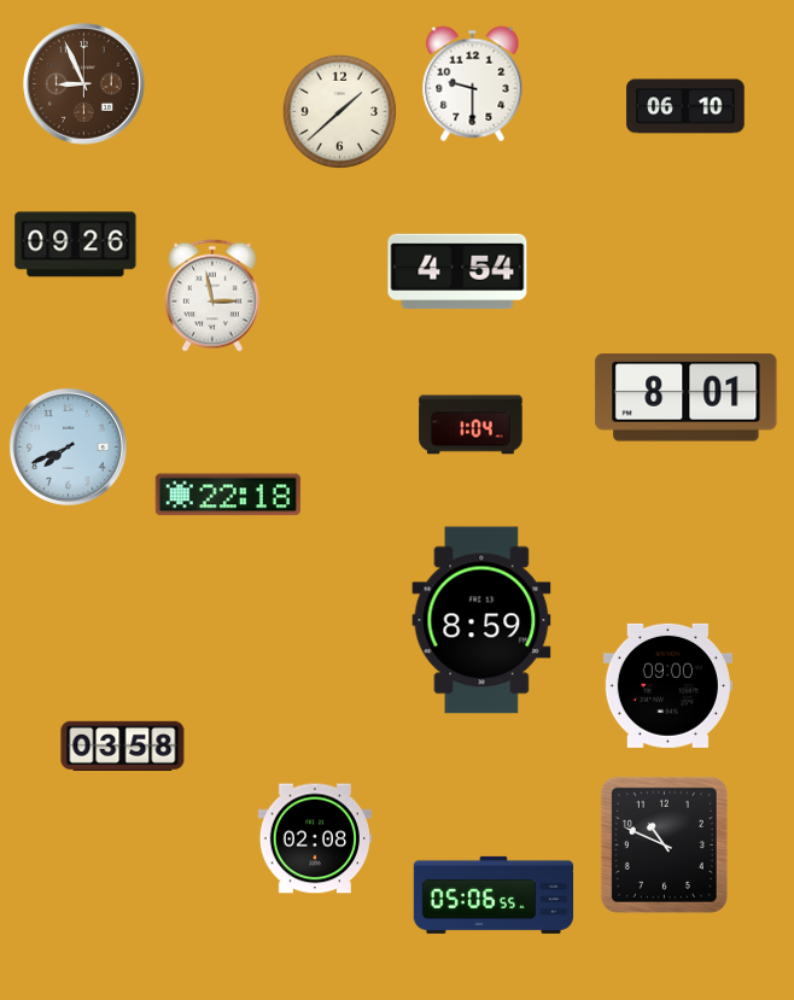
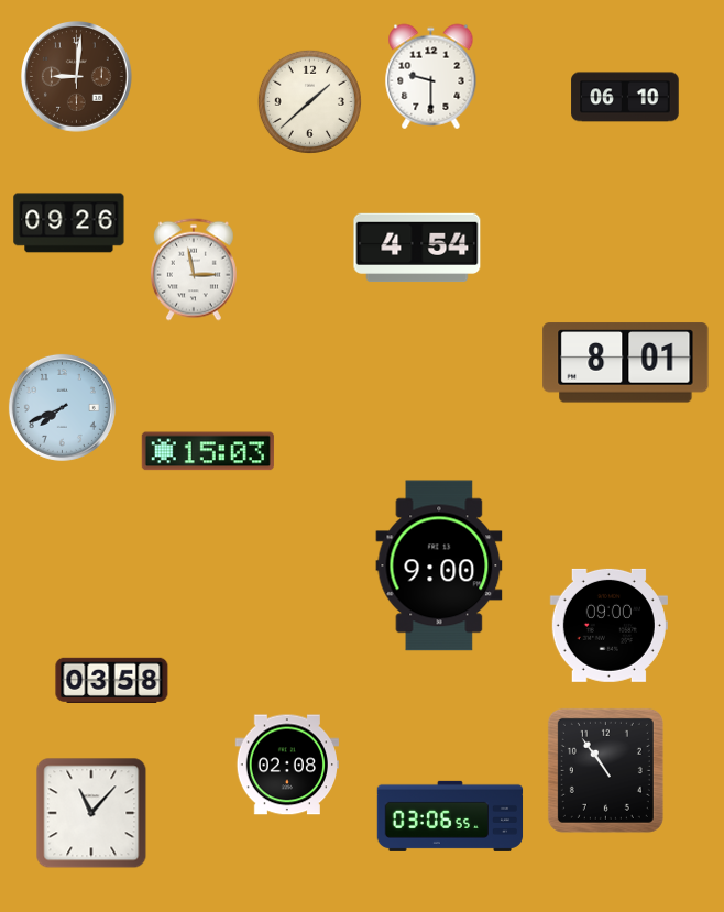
clock at (84, 84): 8:56 -> 9:01
clock at (471, 425): 1:04 -> none
clock at (228, 495): 22:18 -> 15:03
clock at (481, 620): 8:59 -> 9:00
clock at (664, 844): 10:49 -> 10:54
clock at (91, 813): none -> 11:07
clock at (494, 895): 05:06 -> 03:06
